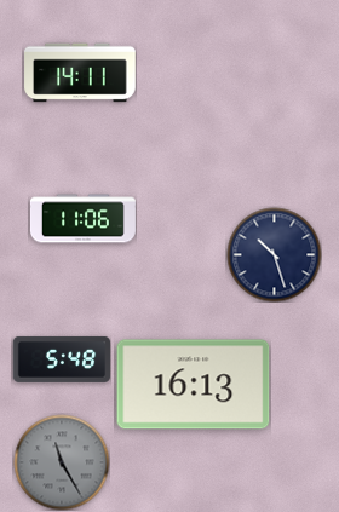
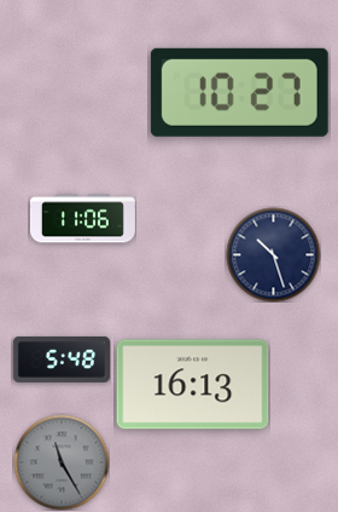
clock at (80, 73): 14:11 -> none
clock at (239, 92): none -> 10:27
